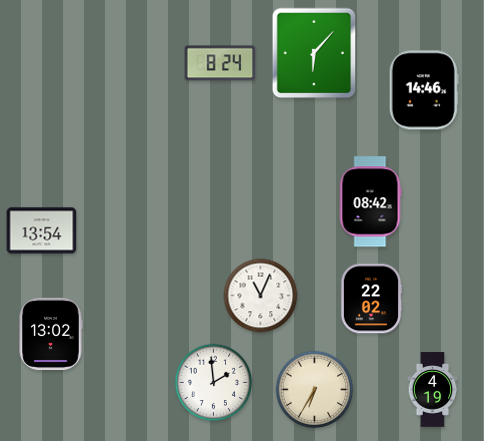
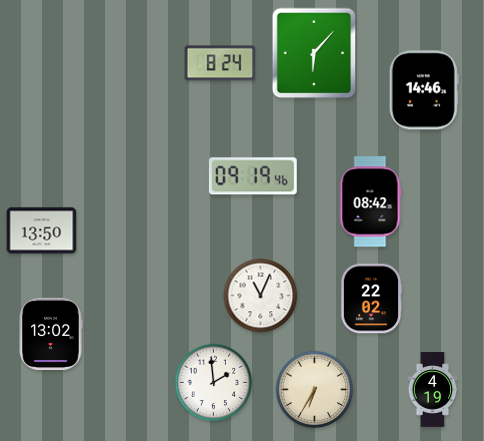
clock at (253, 176): none -> 09:19
clock at (42, 231): 13:54 -> 13:50
